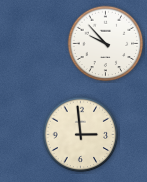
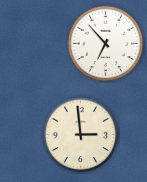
clock at (106, 44): 9:53 -> 6:53
